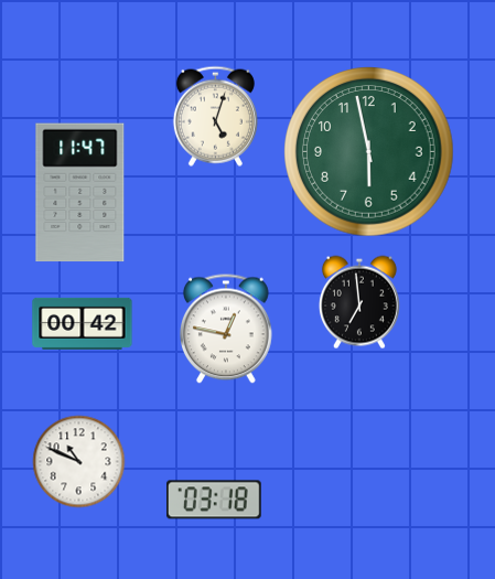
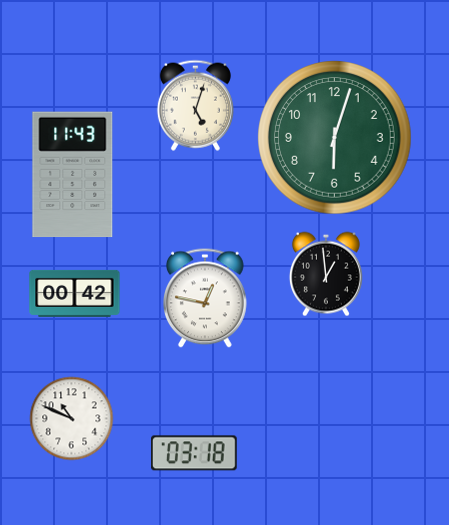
clock at (369, 152): 5:58 -> 6:03
clock at (80, 193): 11:47 -> 11:43
clock at (359, 302): 6:59 -> 12:59
